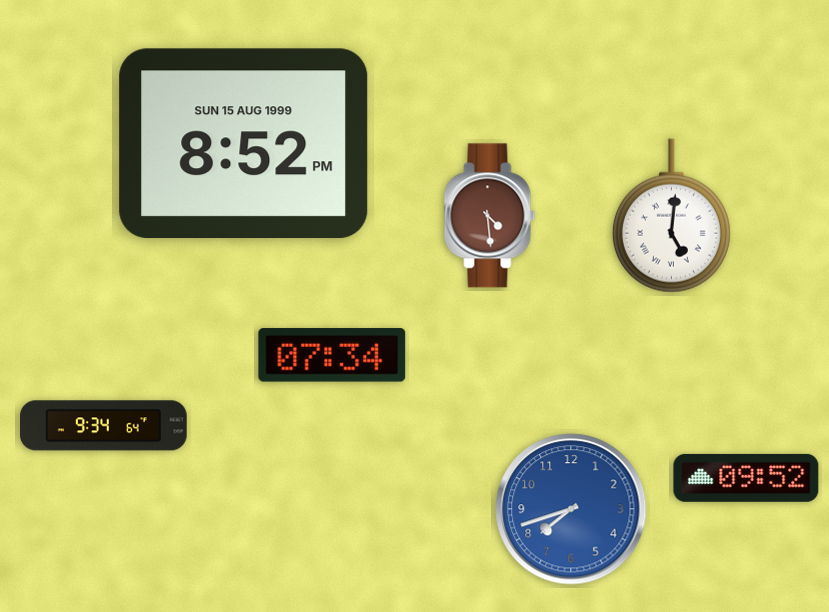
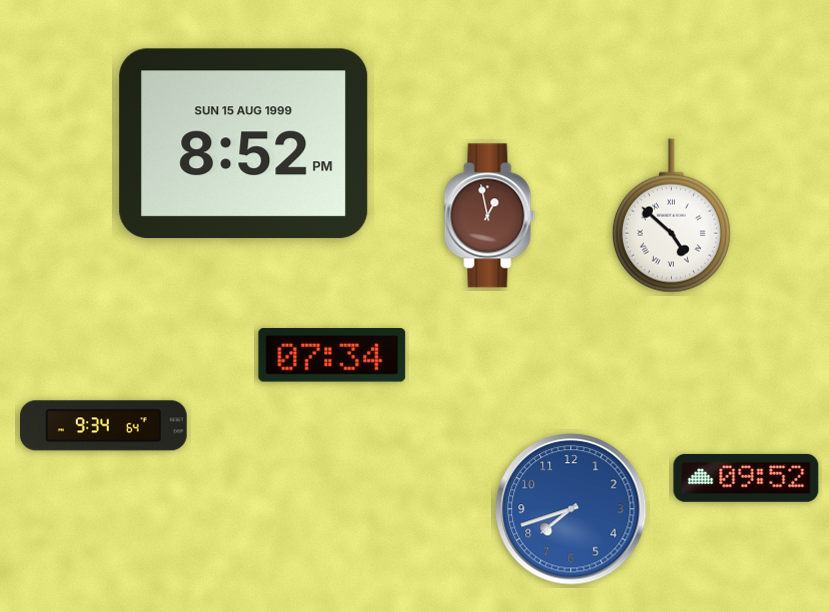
clock at (490, 216): 4:29 -> 12:58
clock at (671, 216): 5:01 -> 4:52
